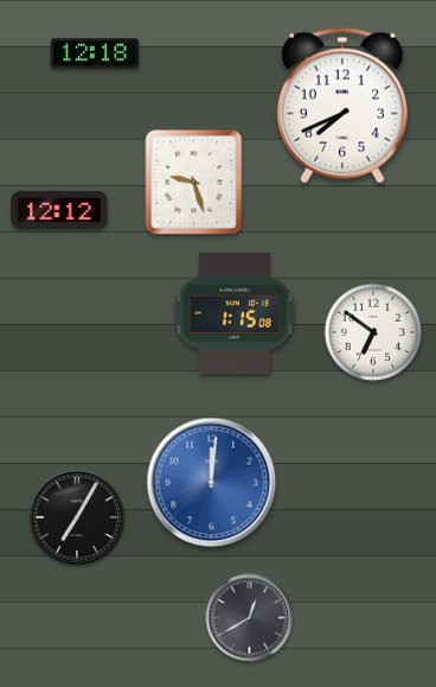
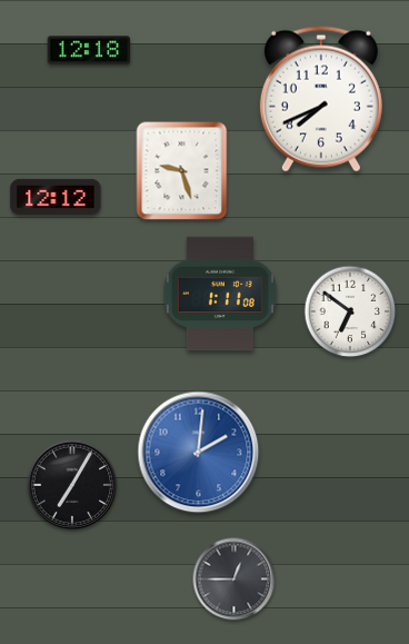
clock at (235, 313): 1:15 -> 1:11
clock at (212, 483): 12:01 -> 2:01
clock at (250, 618): 12:40 -> 12:45
